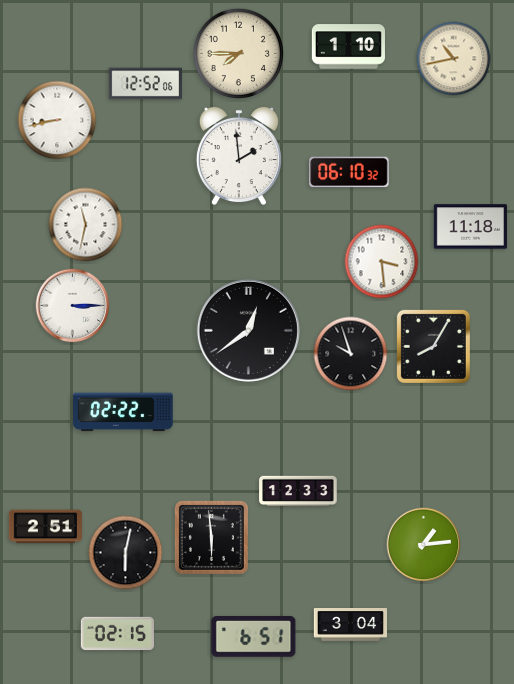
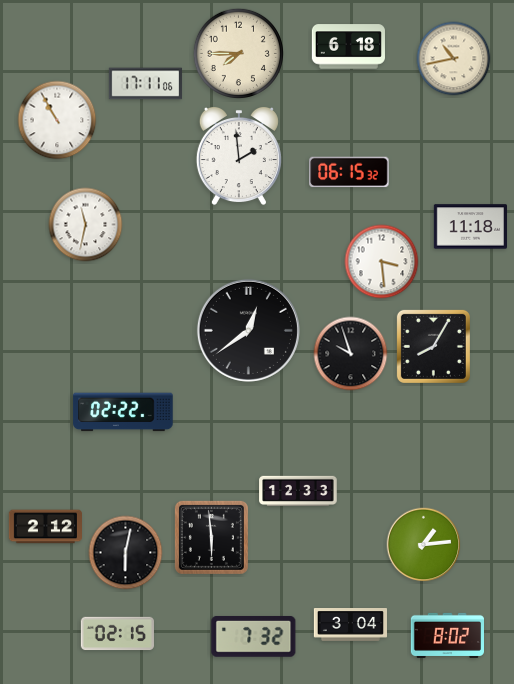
clock at (348, 47): 1:10 -> 6:18
clock at (145, 84): 12:52 -> 17:11
clock at (57, 120): 8:43 -> 10:55
clock at (349, 172): 06:10 -> 06:15
clock at (73, 306): 3:15 -> none
clock at (45, 527): 2:51 -> 2:12
clock at (447, 635): none -> 8:02
clock at (254, 636): 6:51 -> 7:32
